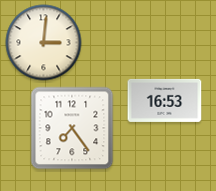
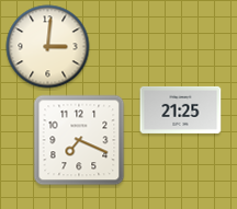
clock at (165, 100): 16:53 -> 21:25
clock at (72, 128): 7:24 -> 7:19
